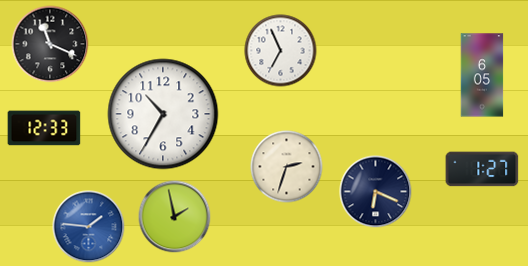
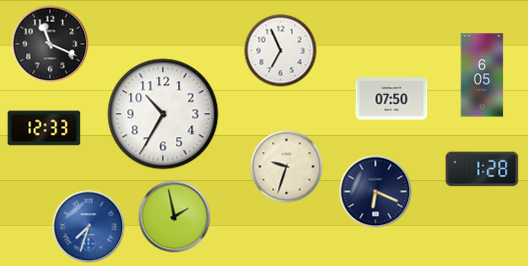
clock at (392, 99): none -> 07:50
clock at (287, 167): 2:33 -> 9:33
clock at (482, 169): 1:27 -> 1:28
clock at (89, 227): 1:46 -> 7:33
